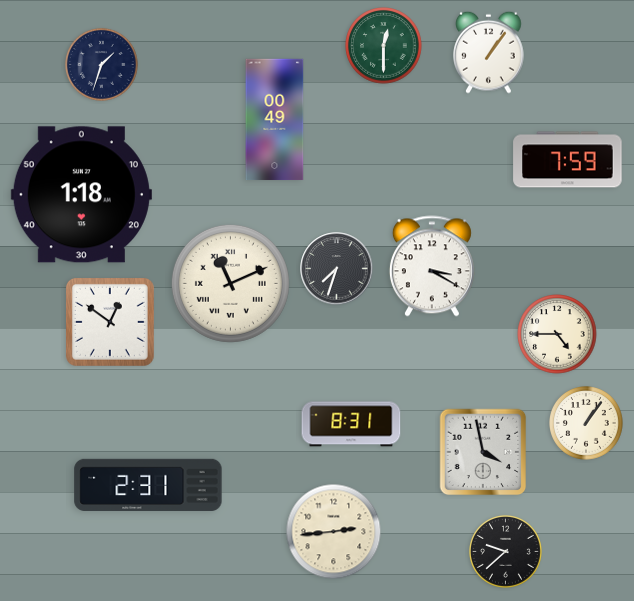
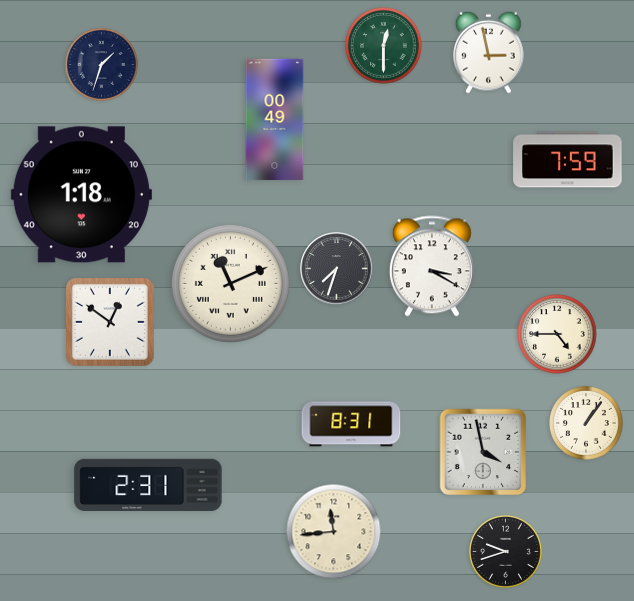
clock at (489, 52): 1:06 -> 2:58
clock at (334, 532): 2:44 -> 11:44
clock at (505, 551): 9:38 -> 9:42
